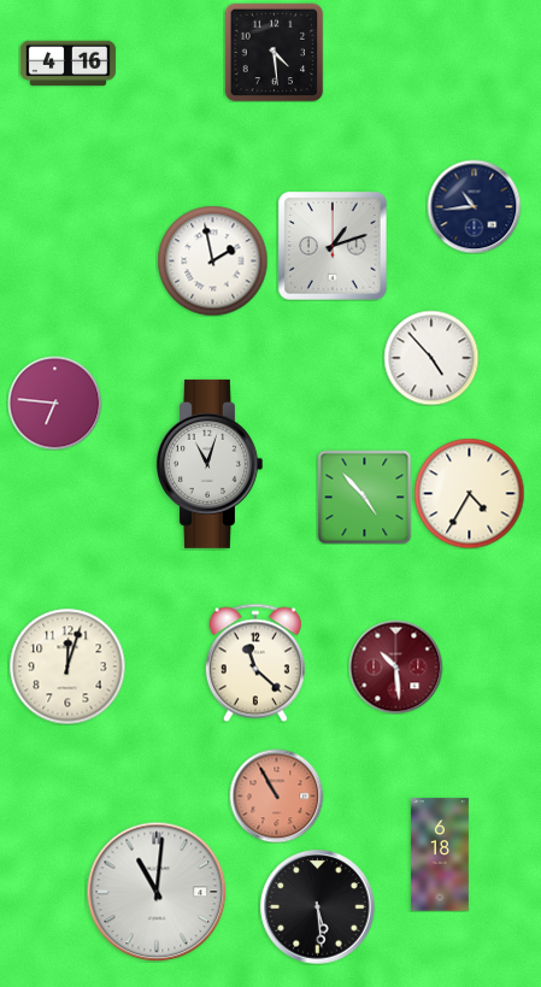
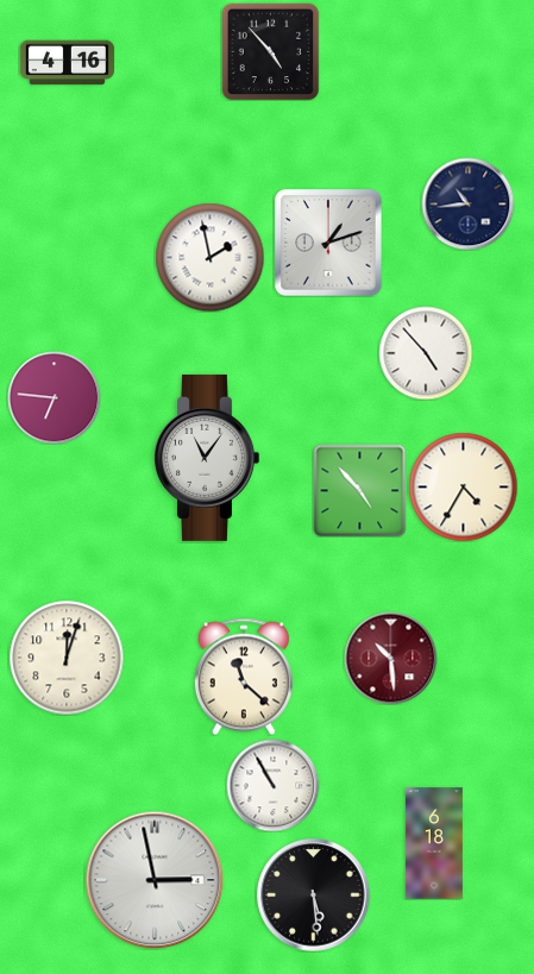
clock at (274, 52): 4:29 -> 4:53
clock at (210, 464): 11:03 -> 11:06
clock at (255, 663) position: (255, 663) -> (244, 677)
clock at (276, 795) dial: salmon -> white
clock at (157, 892): 11:01 -> 2:58
